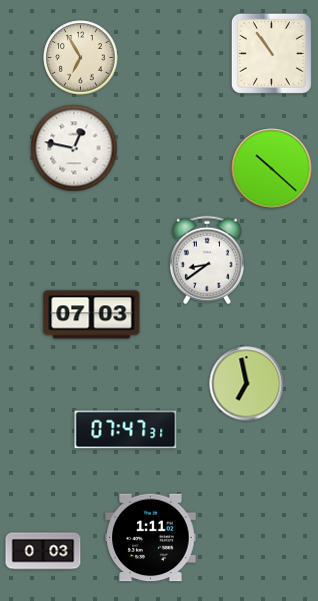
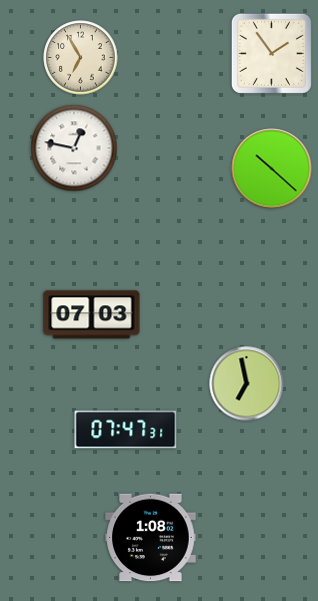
clock at (271, 53): 10:54 -> 1:54
clock at (207, 260): 8:39 -> none
clock at (151, 538): 1:11 -> 1:08
clock at (43, 551): 0:03 -> none
